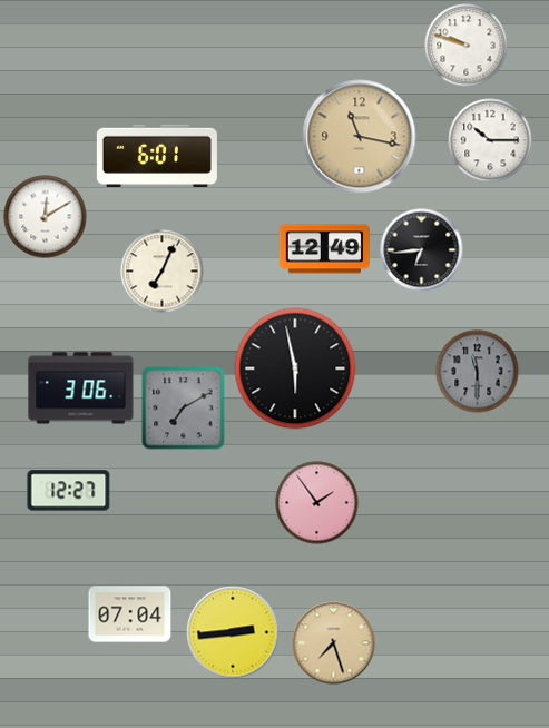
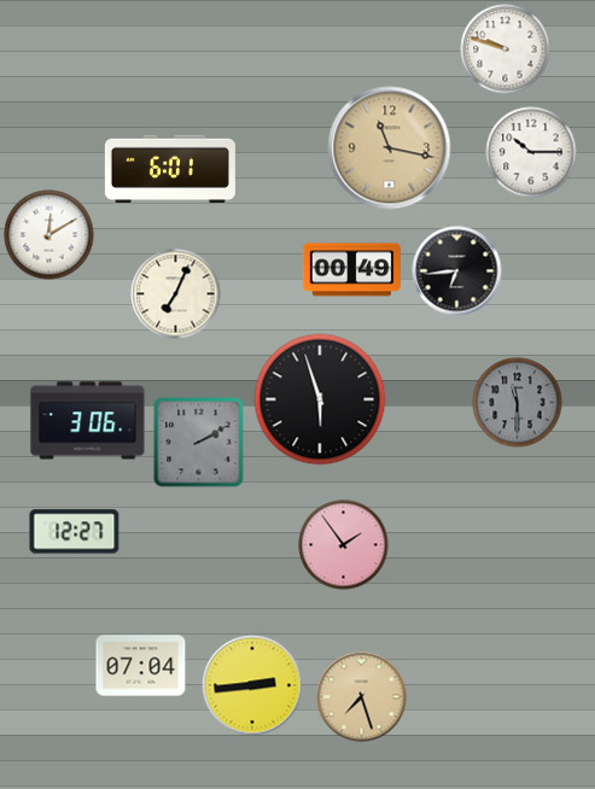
clock at (324, 249): 12:49 -> 00:49
clock at (295, 368): 5:58 -> 5:57
clock at (184, 409): 7:10 -> 2:10
